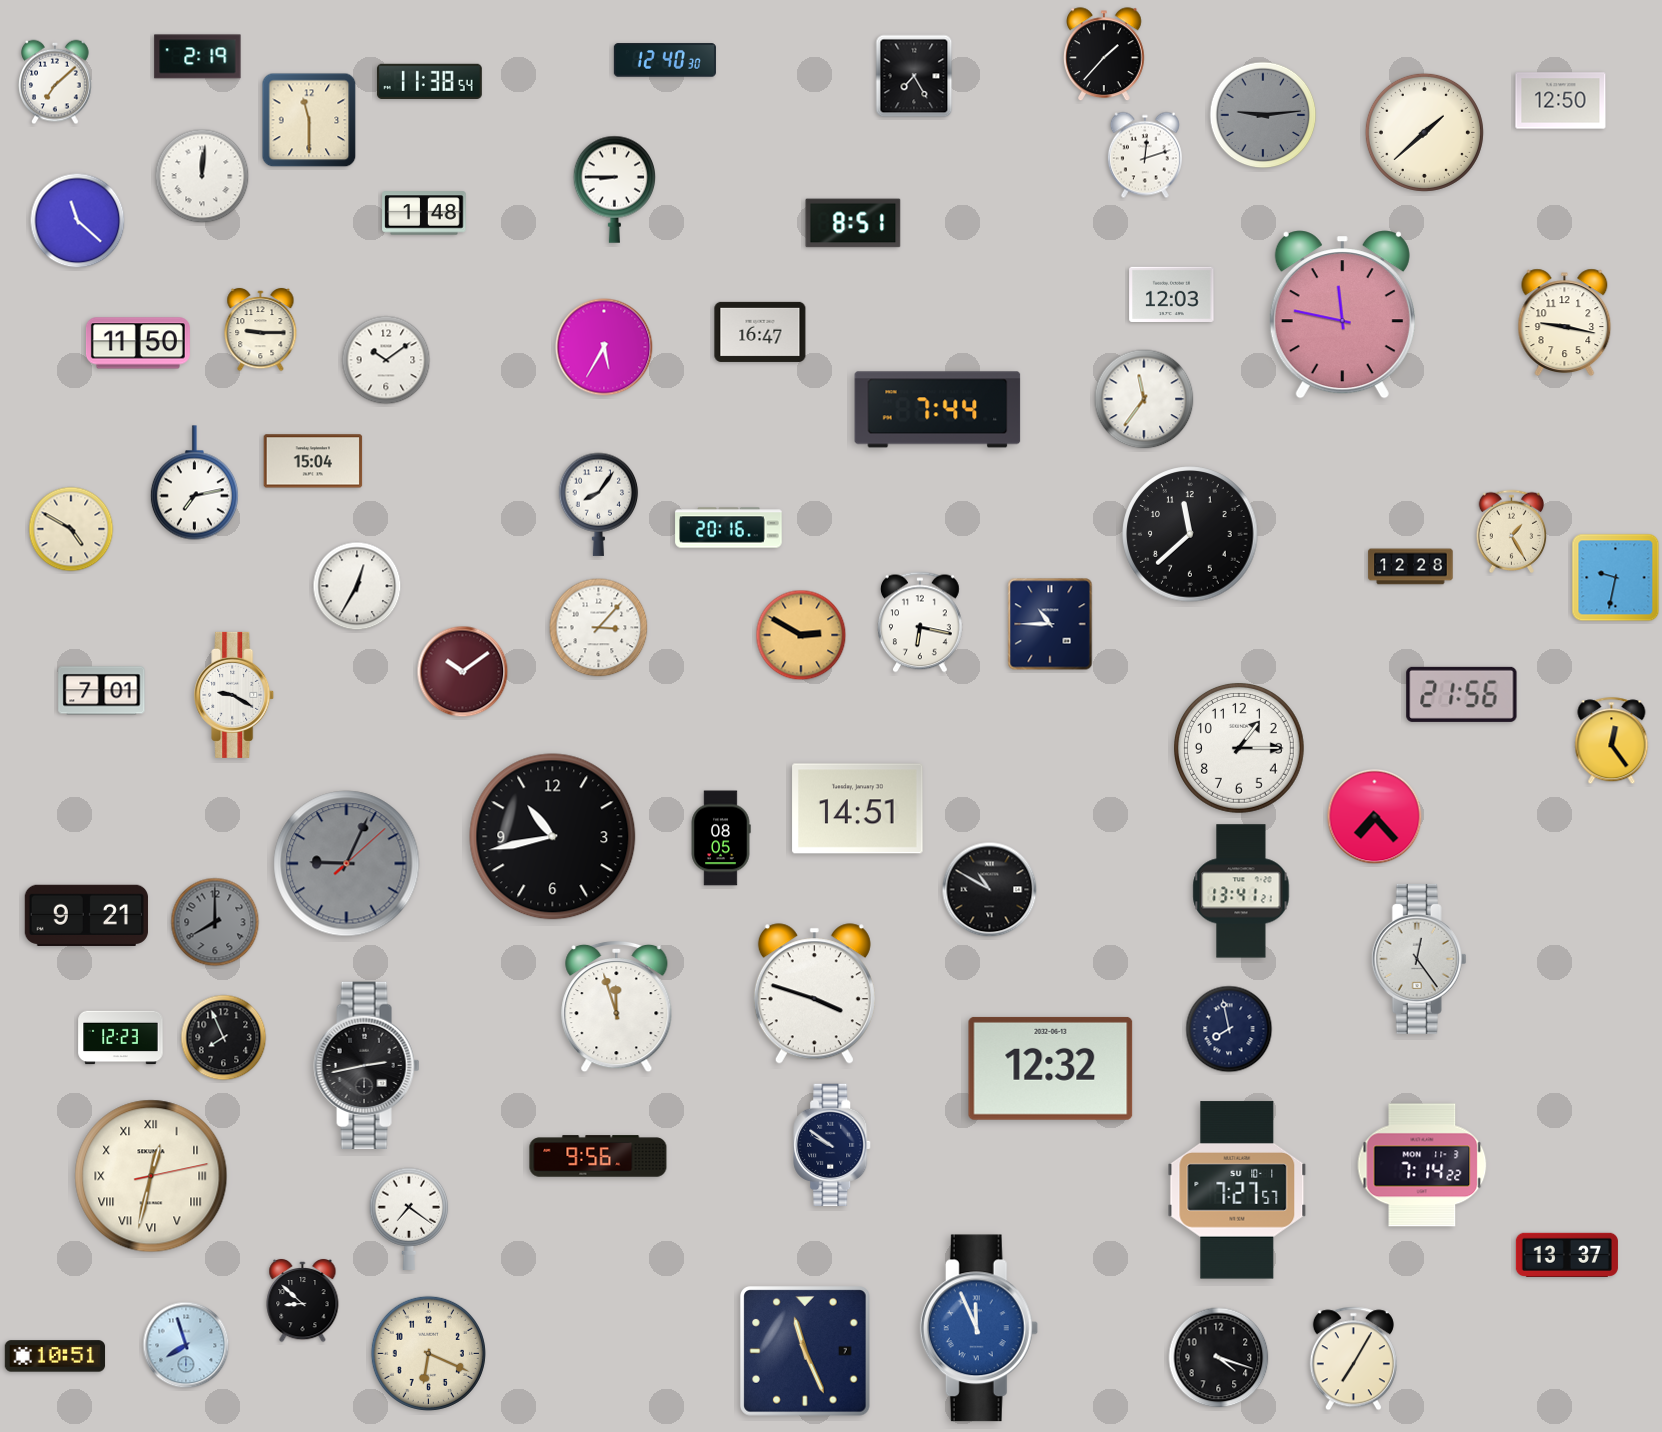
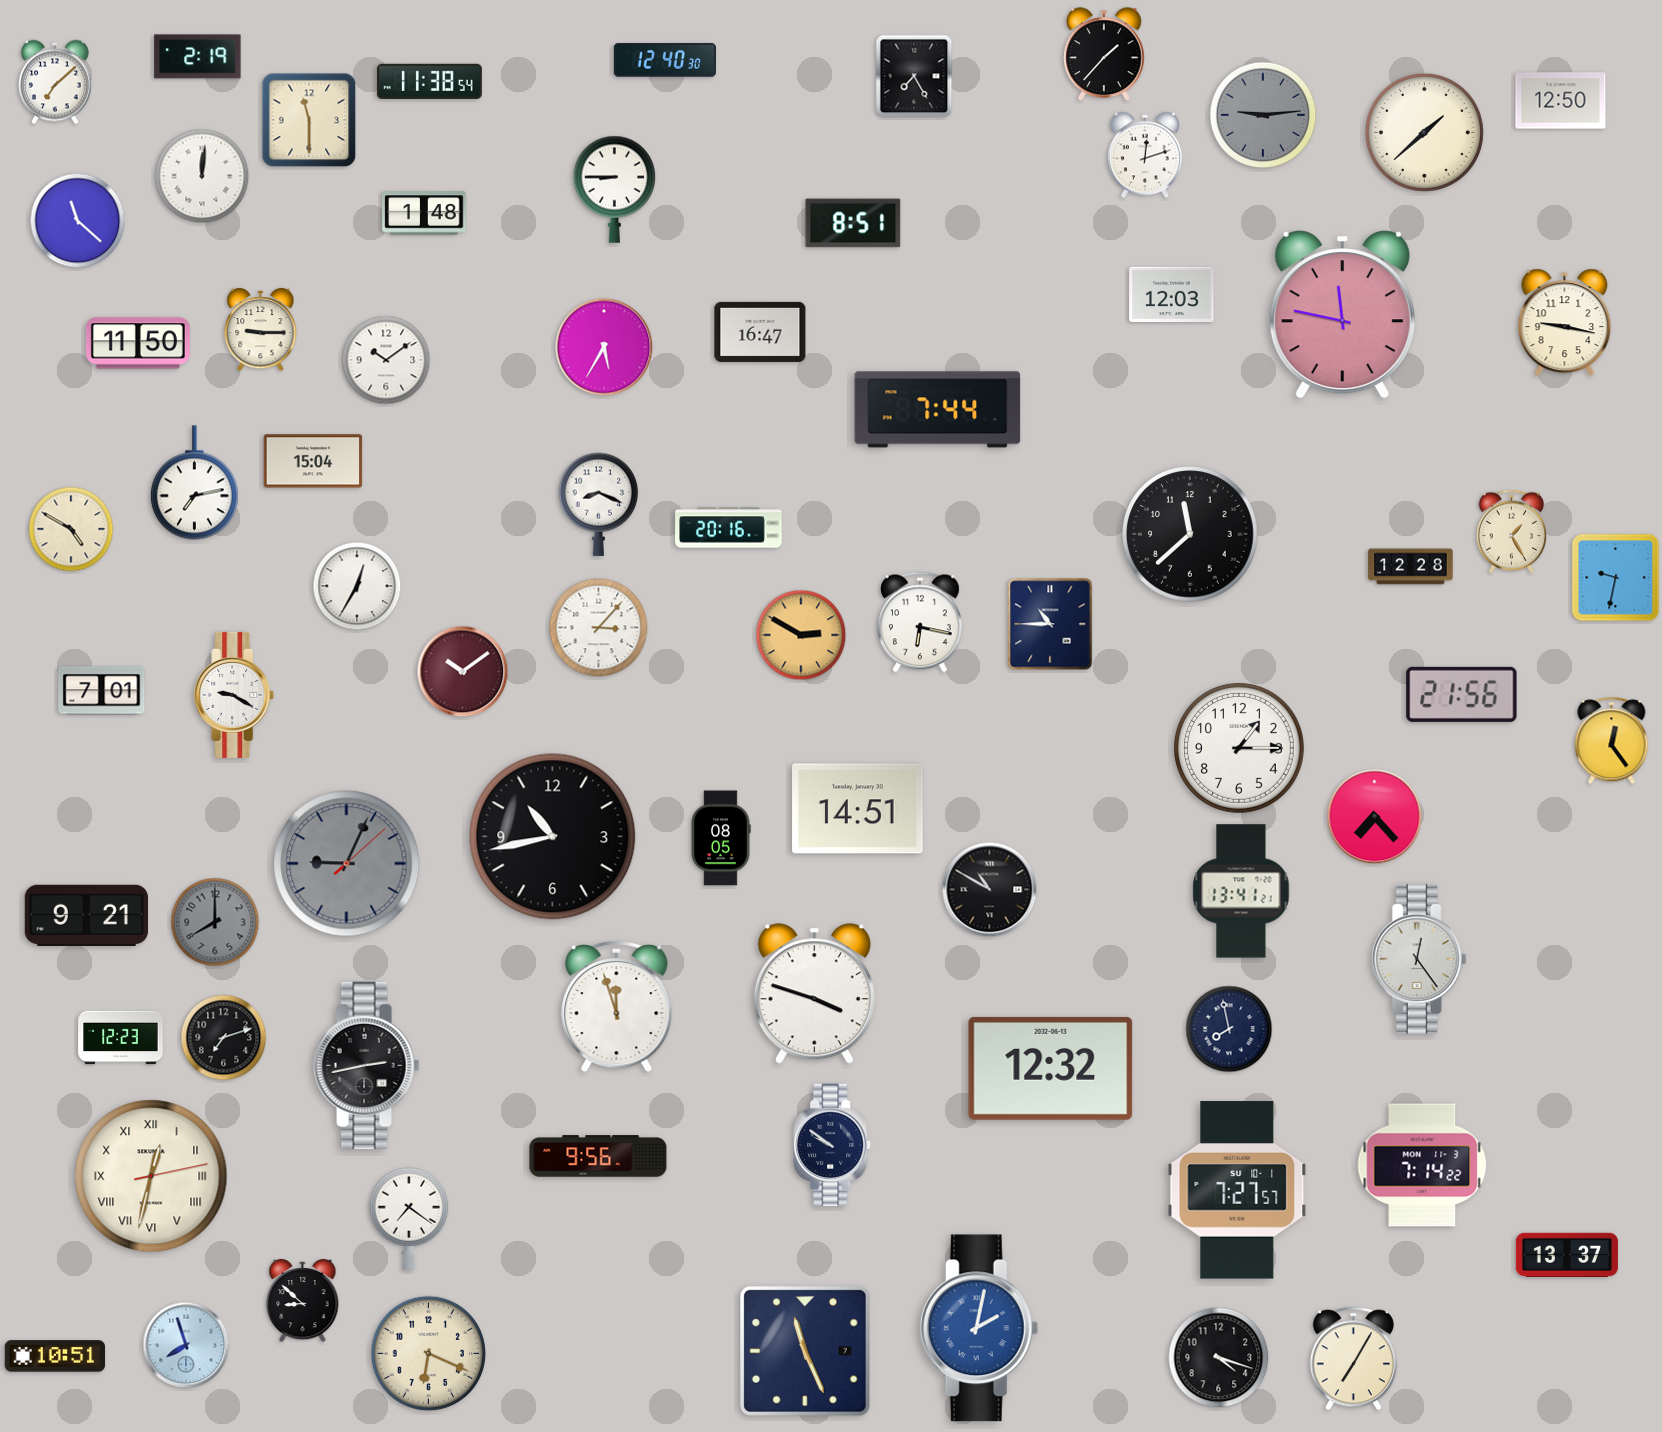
clock at (1144, 399): 11:36 -> none
clock at (599, 504): 8:06 -> 8:19
clock at (224, 1038): 7:56 -> 7:12
clock at (979, 1328): 11:56 -> 2:02
